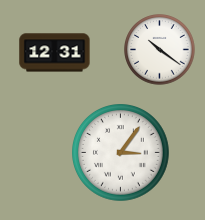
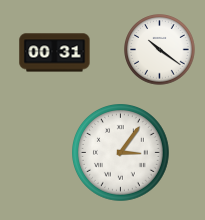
clock at (55, 53): 12:31 -> 00:31
